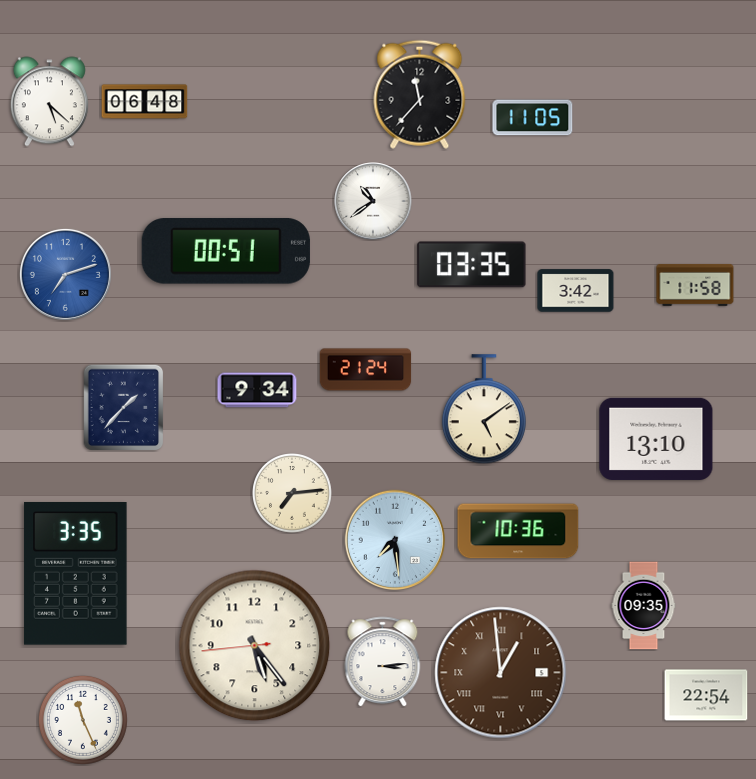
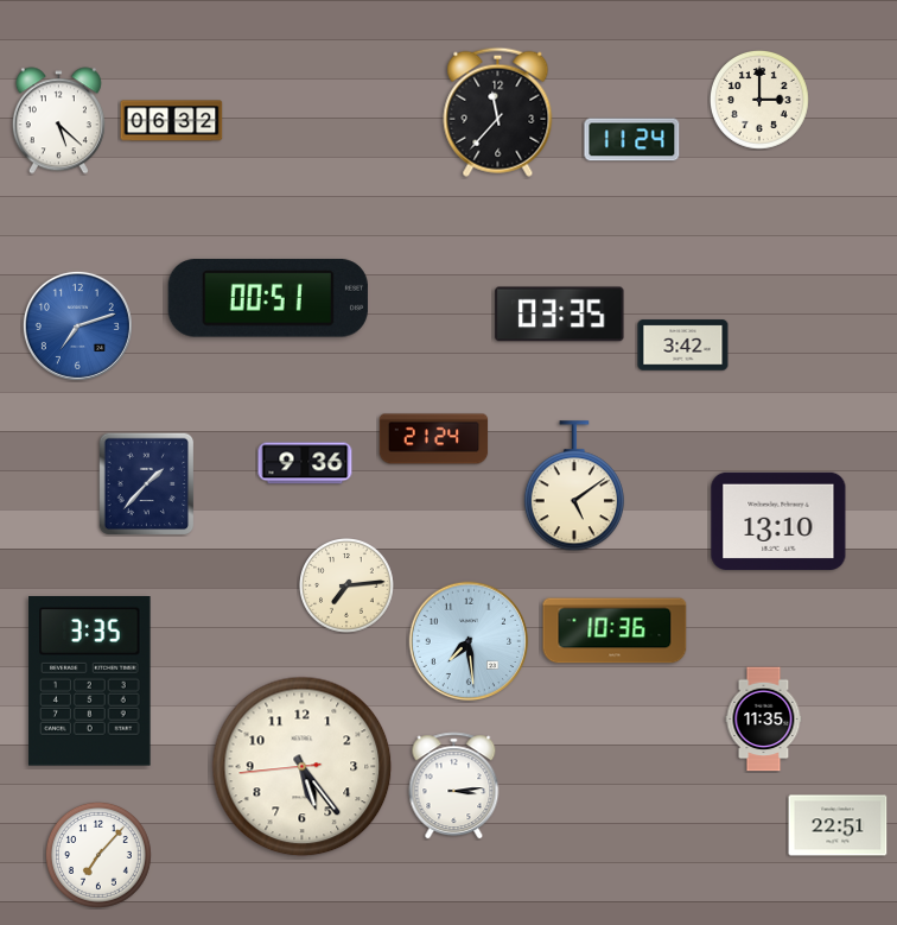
clock at (761, 101): none -> 3:00
clock at (145, 102): 06:48 -> 06:32
clock at (533, 118): 11:05 -> 11:24
clock at (373, 201): 10:39 -> none
clock at (695, 285): 11:58 -> none
clock at (257, 390): 9:34 -> 9:36
clock at (644, 606): 09:35 -> 11:35
clock at (501, 673): 12:59 -> none
clock at (706, 695): 22:54 -> 22:51
clock at (83, 720): 11:26 -> 7:07
